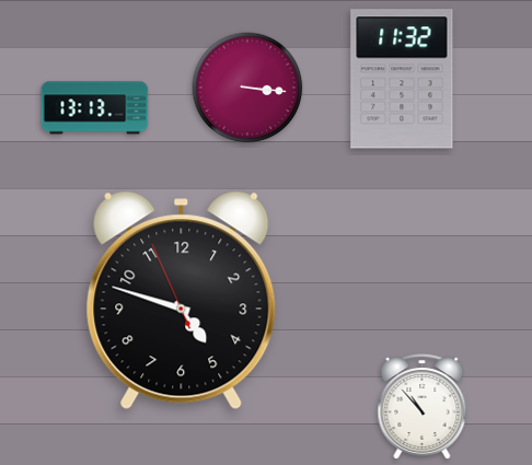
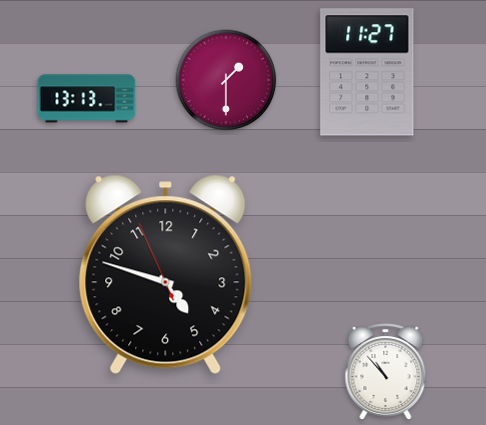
clock at (402, 79): 11:32 -> 11:27
clock at (247, 88): 3:16 -> 1:30
